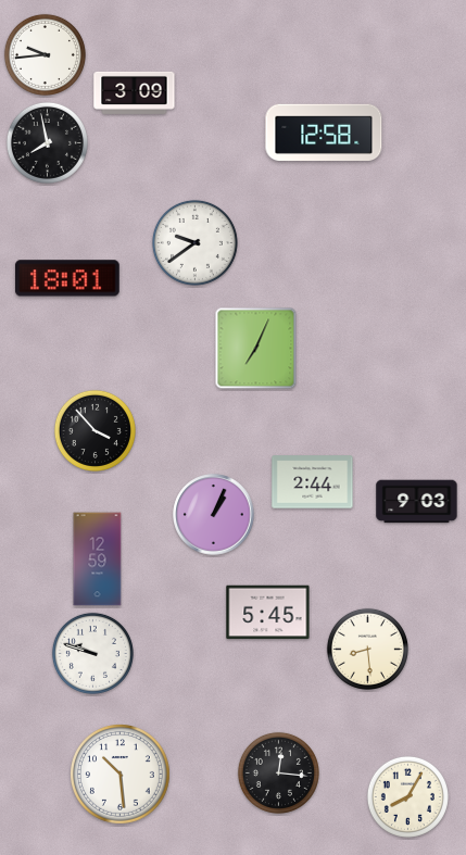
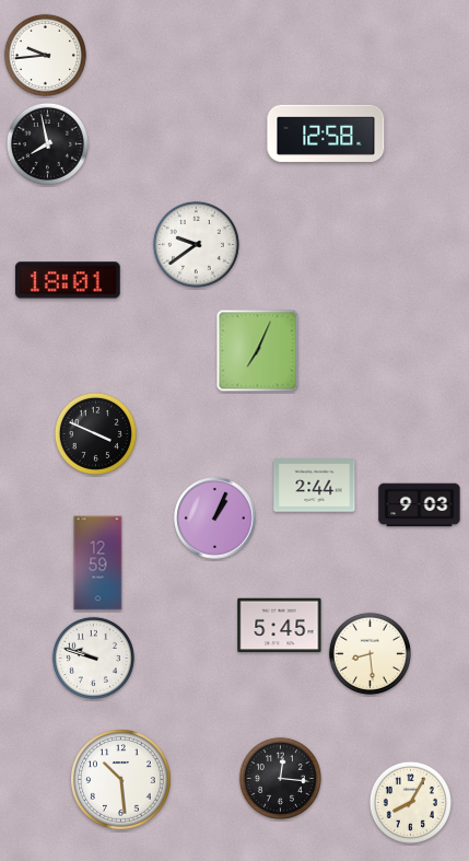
clock at (135, 92): 3:09 -> none
clock at (95, 430): 3:53 -> 3:49
clock at (268, 613) position: (268, 613) -> (280, 626)
